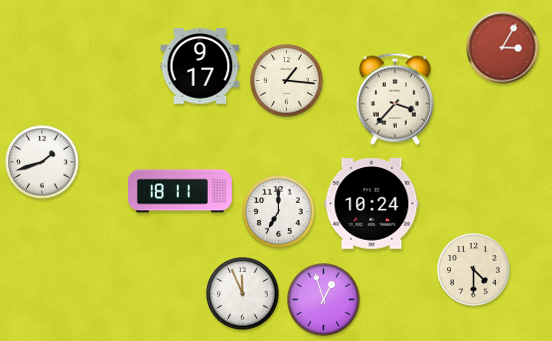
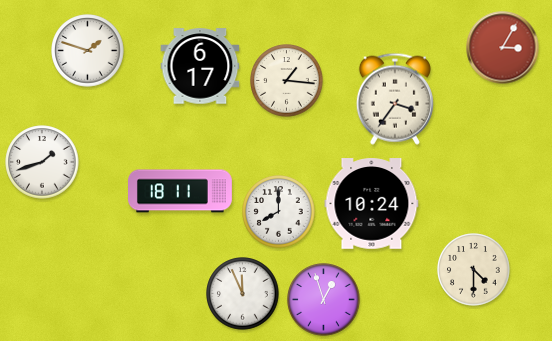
clock at (88, 51): none -> 1:48
clock at (200, 66): 9:17 -> 6:17
clock at (395, 99): 3:37 -> 3:36
clock at (279, 212): 7:00 -> 8:00
